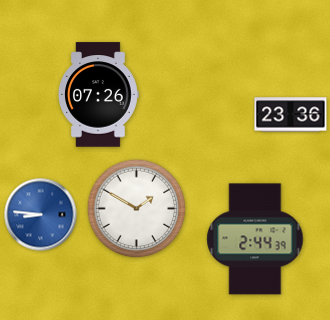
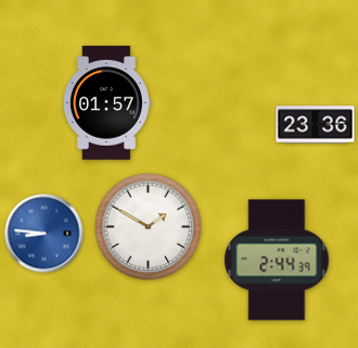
clock at (99, 95): 07:26 -> 01:57
